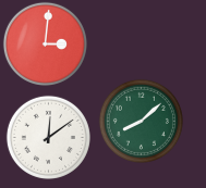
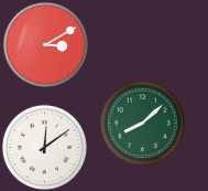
clock at (45, 43): 3:01 -> 3:10
clock at (48, 137) position: (48, 137) -> (44, 147)
